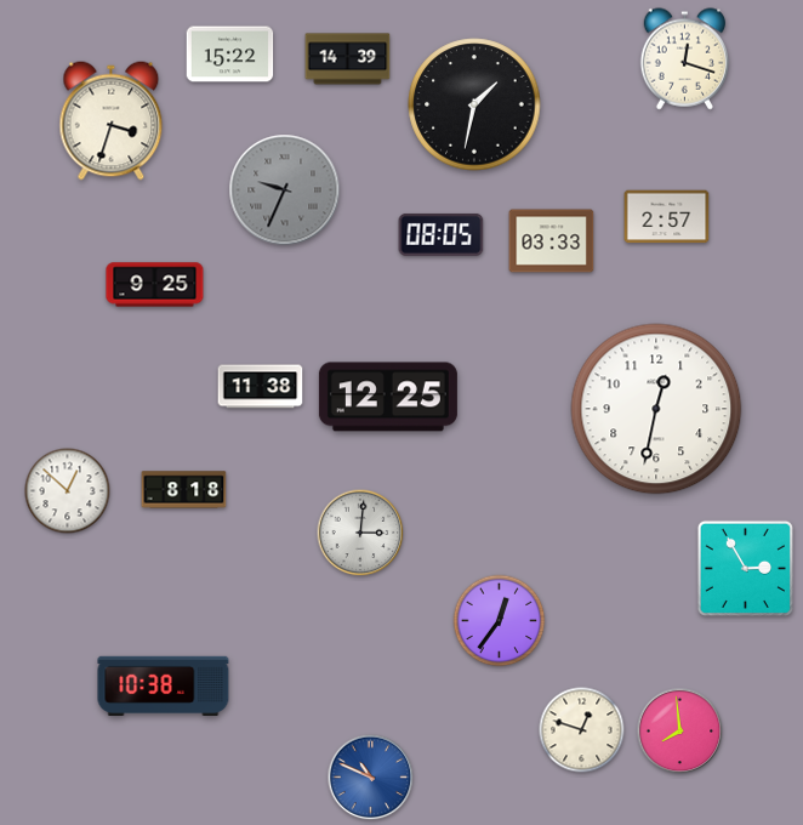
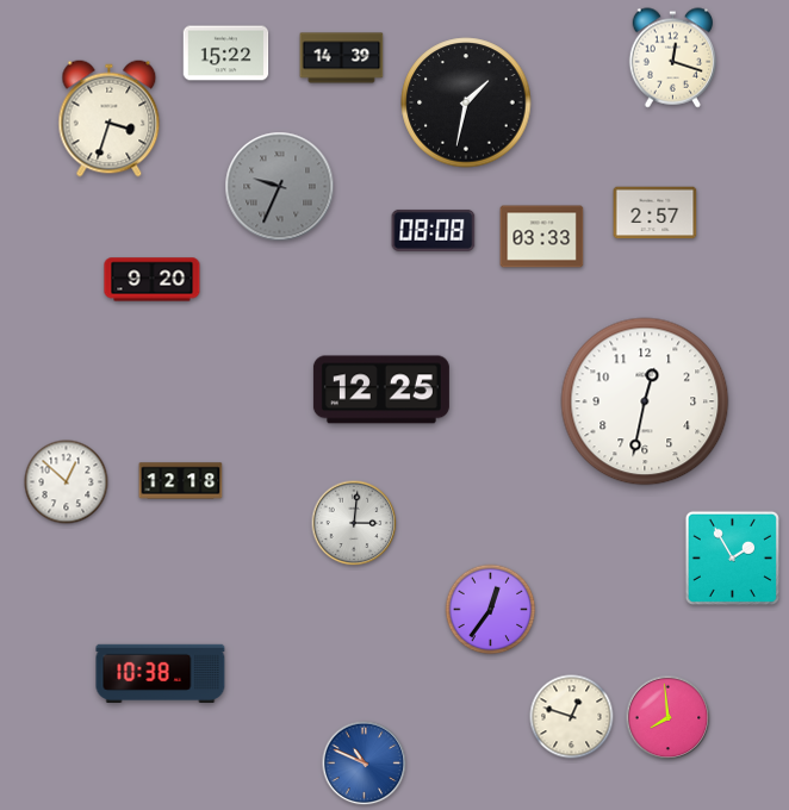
clock at (442, 234): 08:05 -> 08:08
clock at (155, 285): 9:25 -> 9:20
clock at (261, 387): 11:38 -> none
clock at (184, 490): 8:18 -> 12:18
clock at (745, 568): 2:55 -> 1:55
